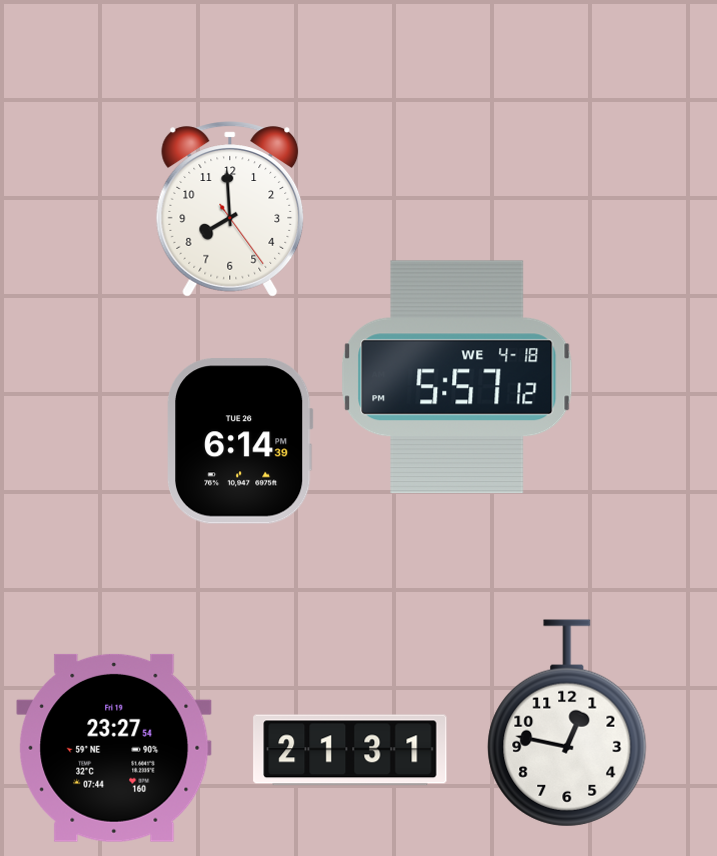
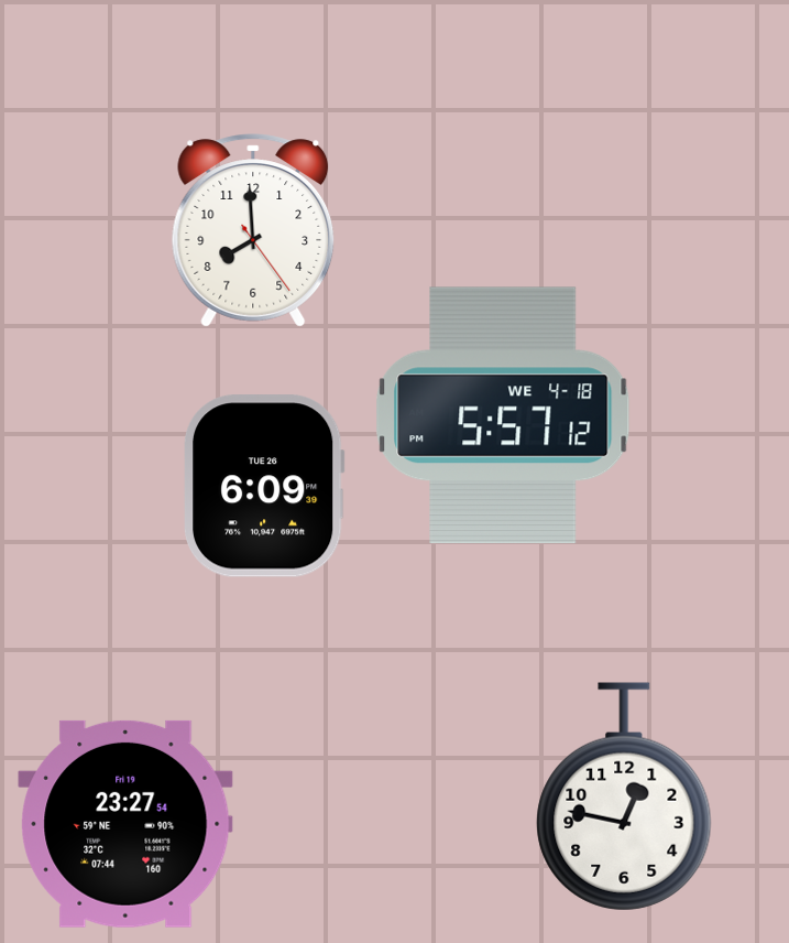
clock at (241, 441): 6:14 -> 6:09
clock at (350, 750): 21:31 -> none
